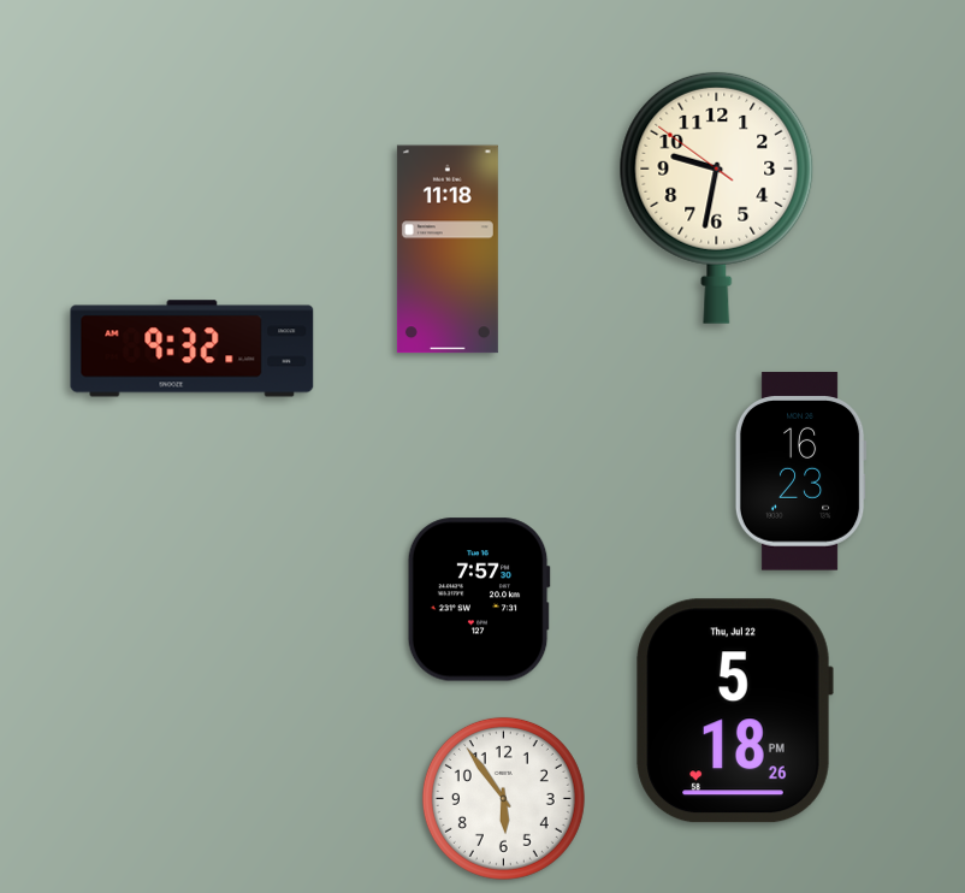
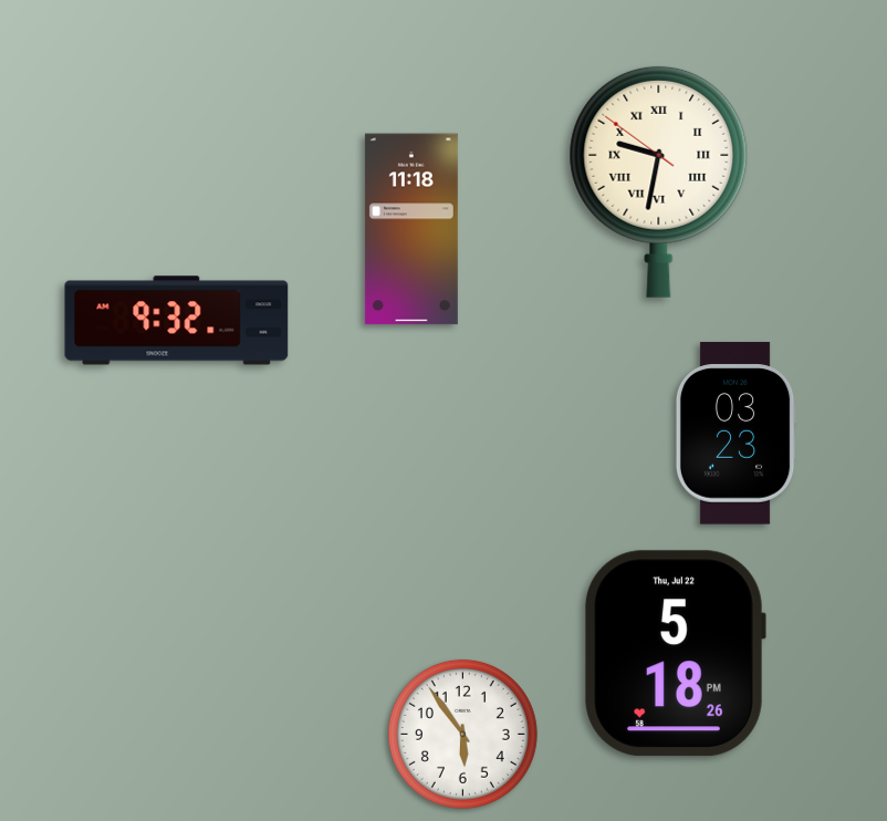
clock at (717, 197) numerals: Arabic -> Roman
clock at (800, 472): 16:23 -> 03:23
clock at (479, 599): 7:57 -> none
